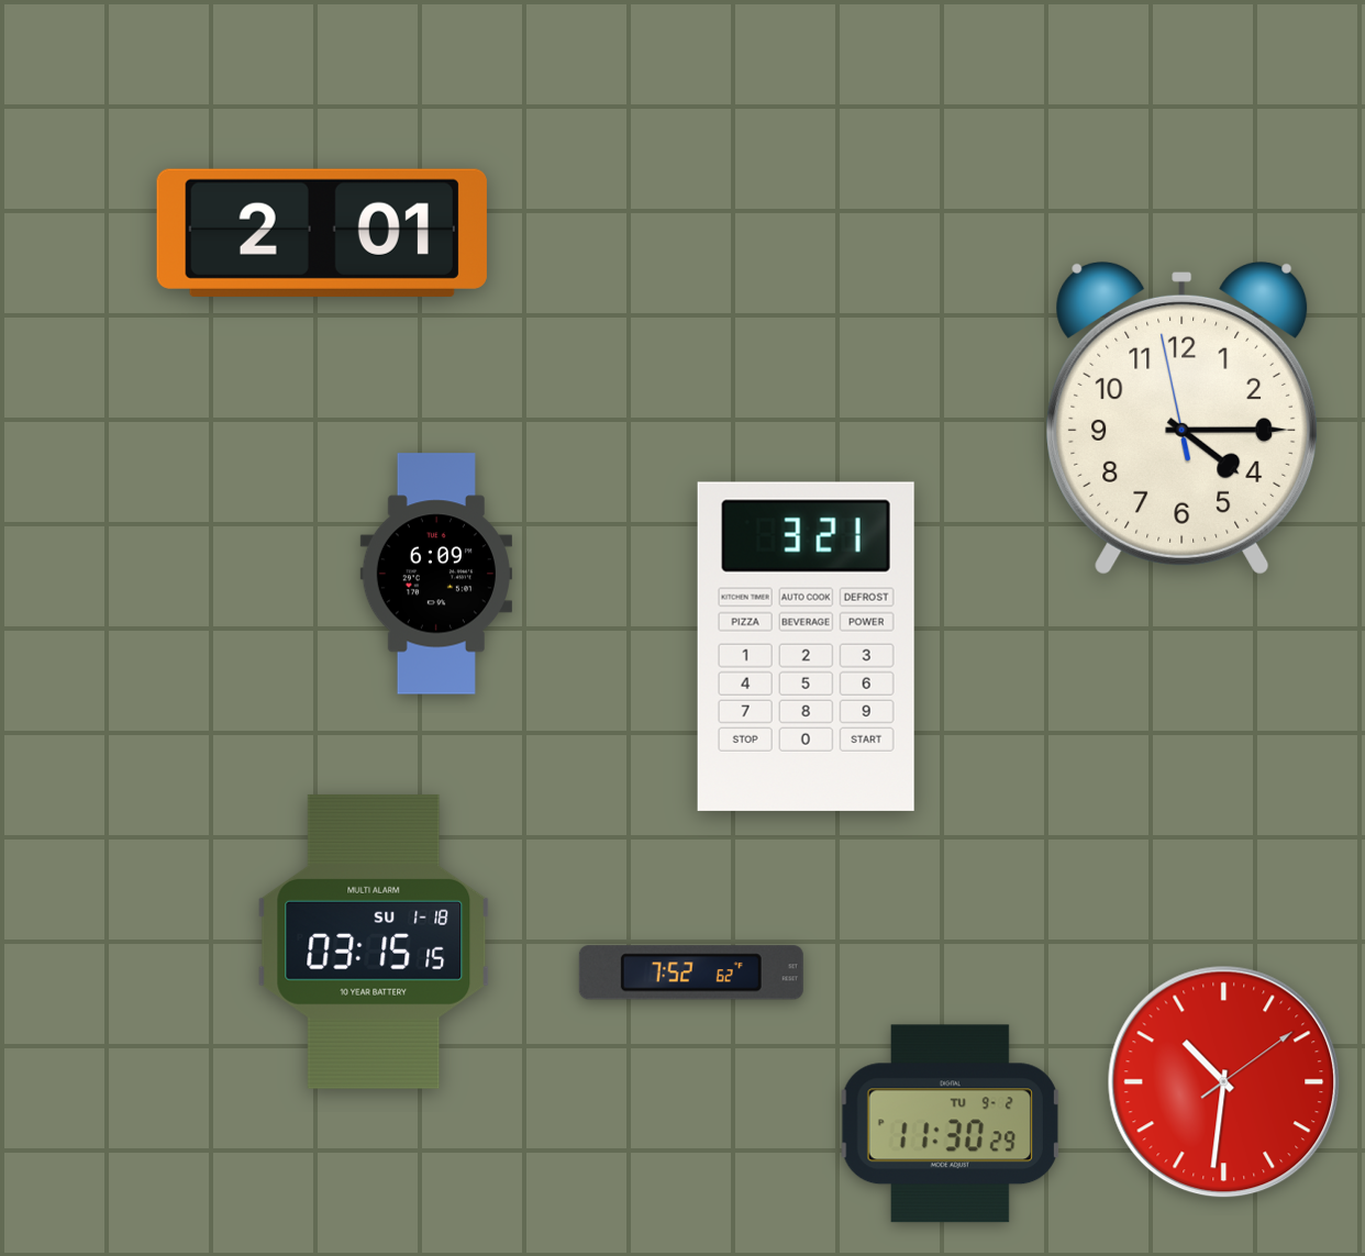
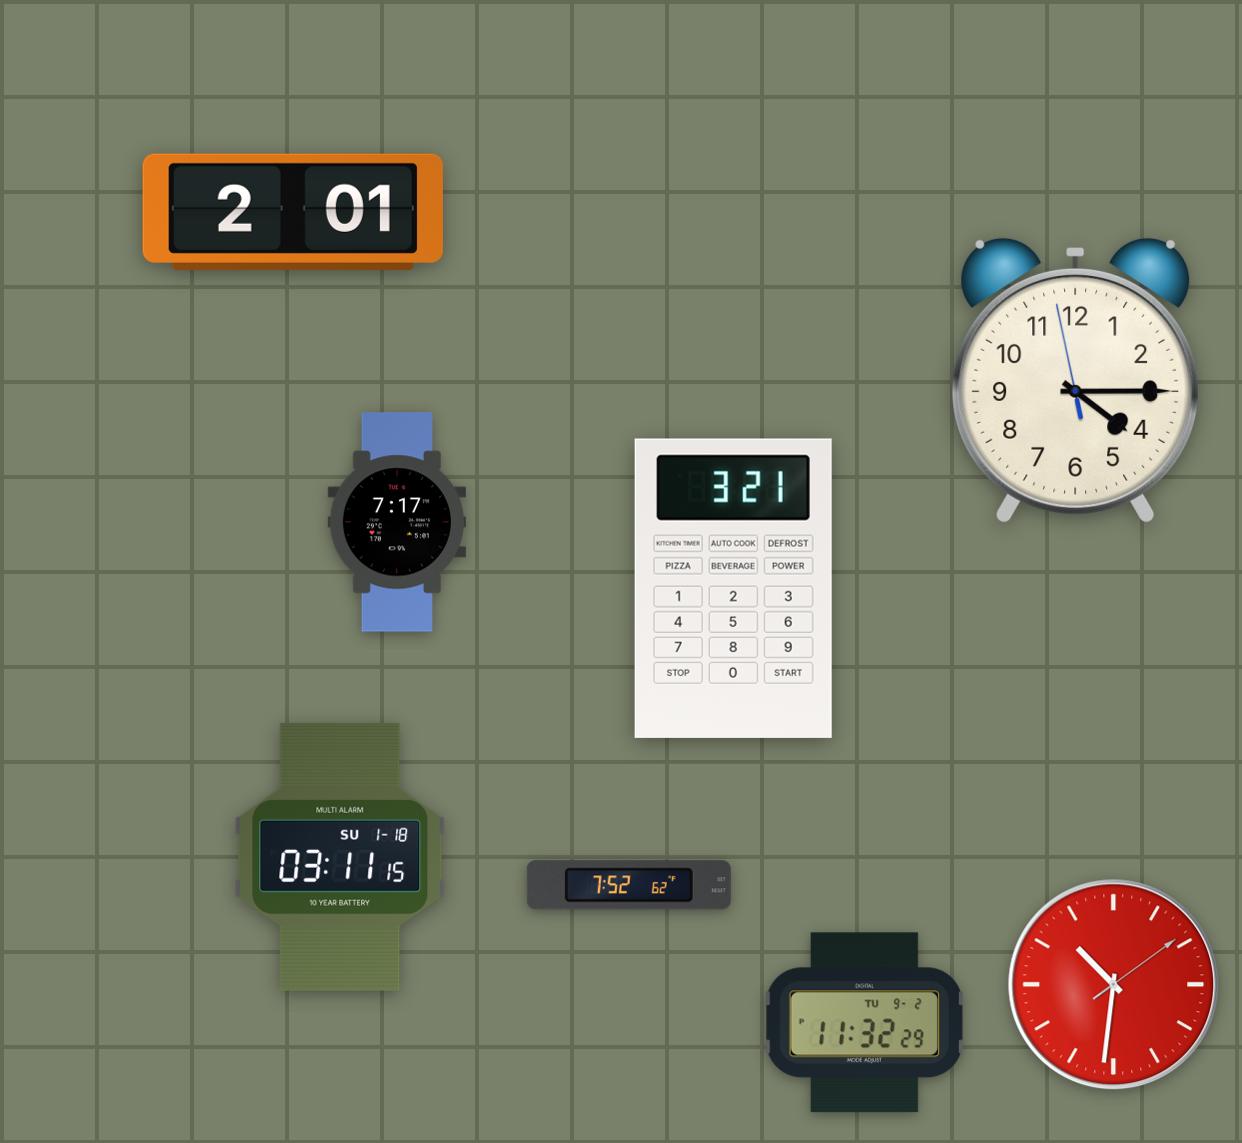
clock at (436, 574): 6:09 -> 7:17
clock at (374, 942): 03:15 -> 03:11
clock at (950, 1124): 11:30 -> 11:32
